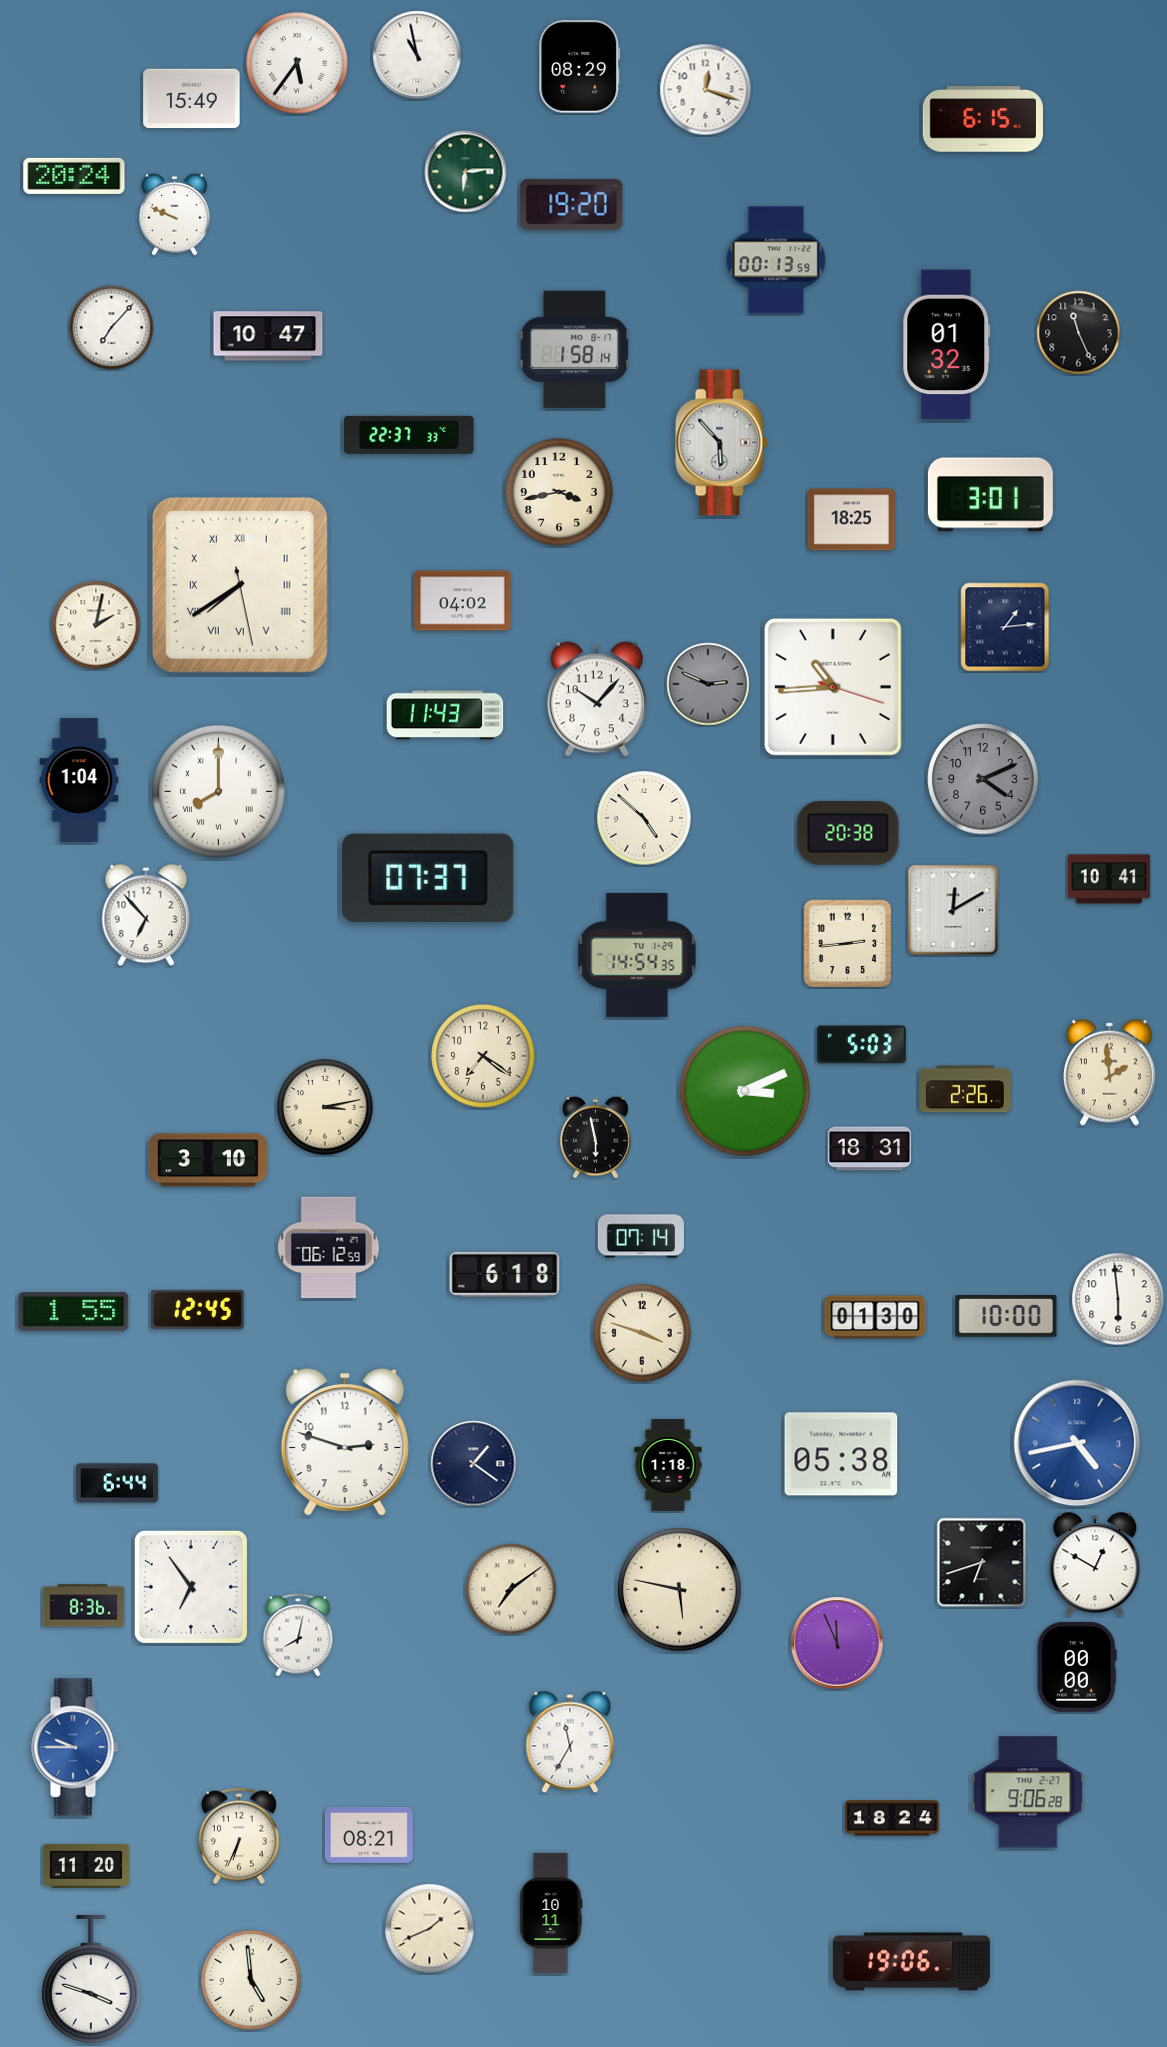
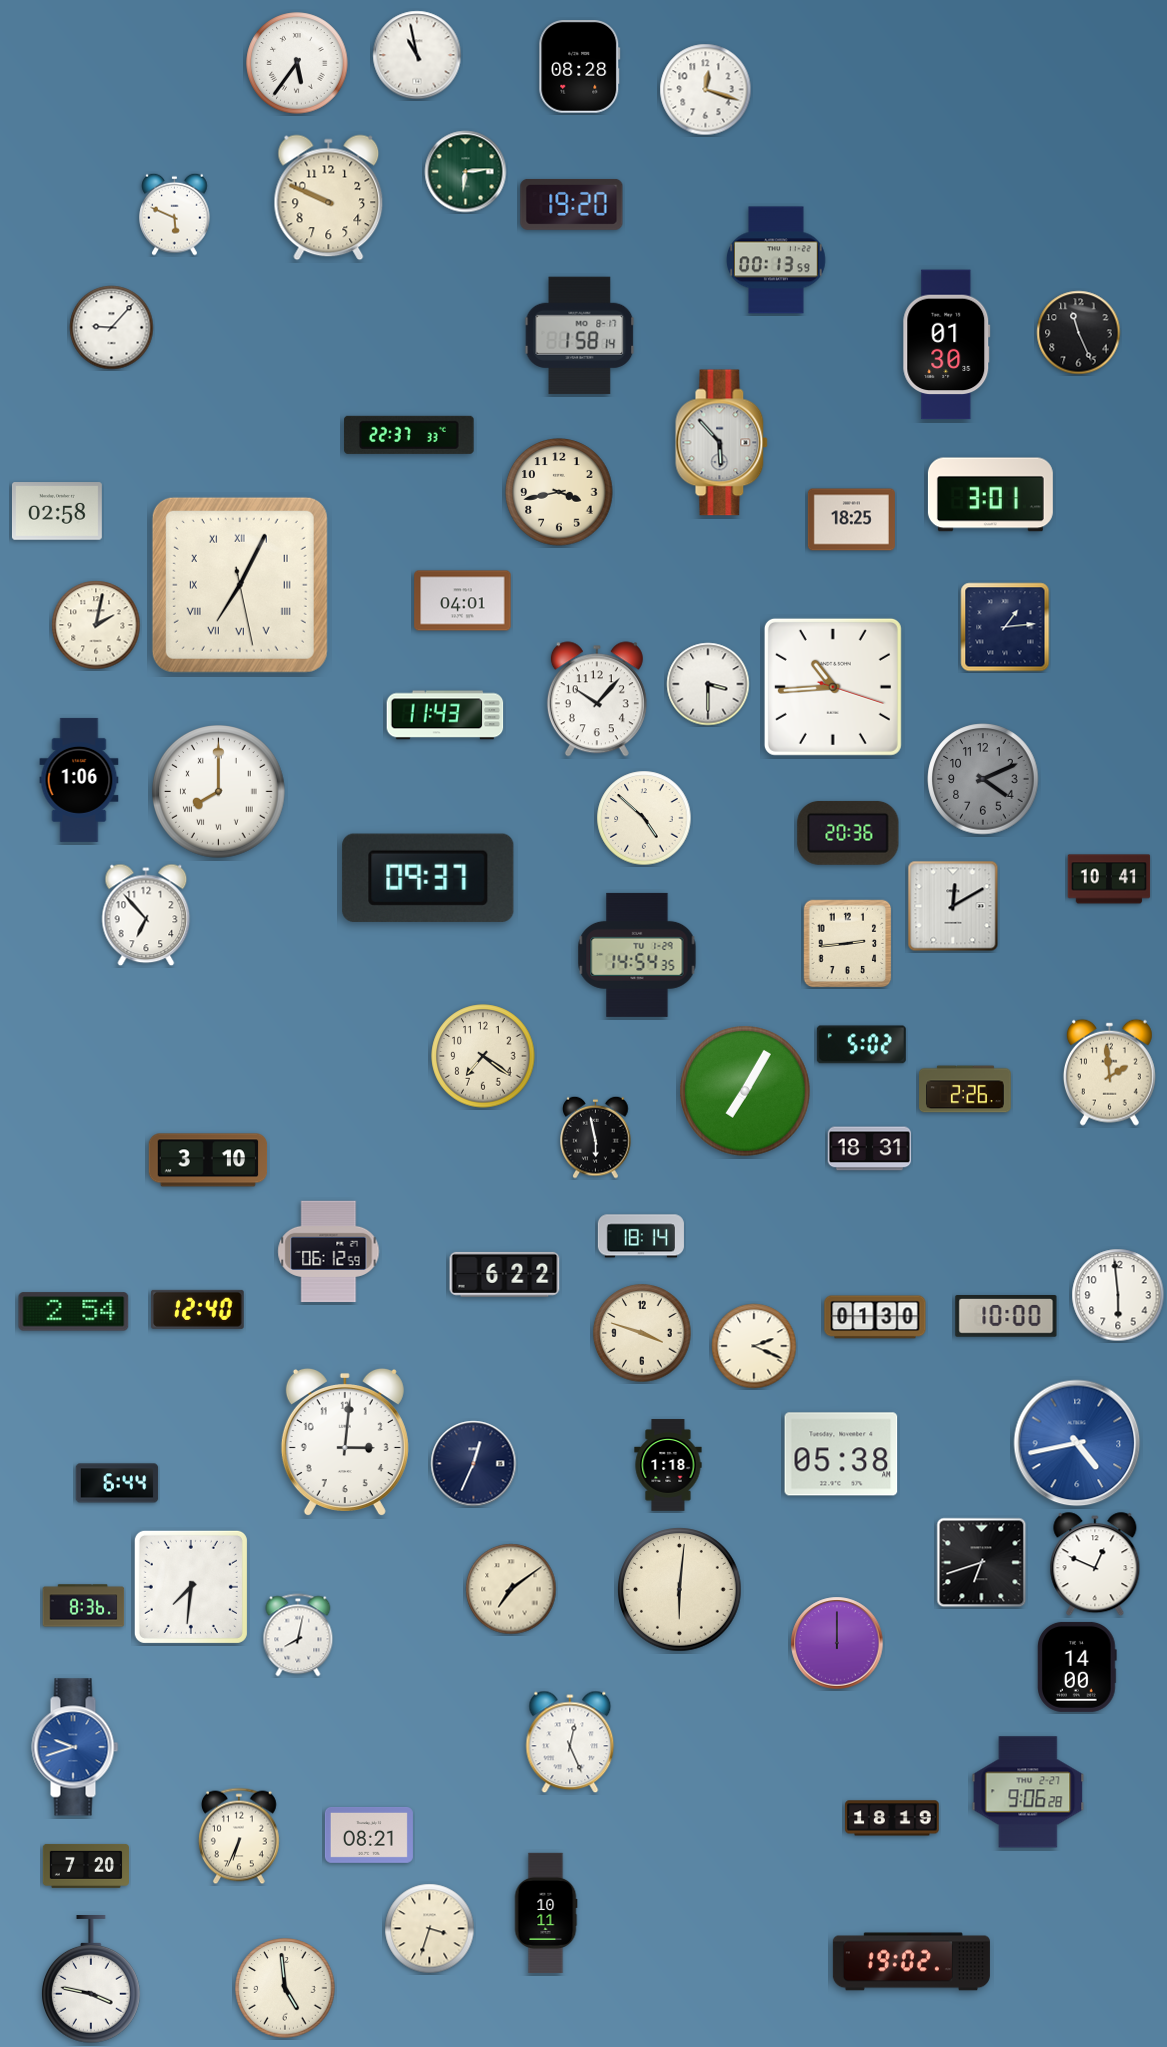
clock at (580, 67): 08:29 -> 08:28
clock at (192, 99): 15:49 -> none
clock at (983, 119): 6:15 -> none
clock at (74, 176): 20:24 -> none
clock at (329, 198): none -> 9:49
clock at (175, 214): 9:49 -> 5:49
clock at (112, 328): 7:07 -> 9:07
clock at (268, 336): 10:47 -> none
clock at (947, 345): 01:32 -> 01:30
clock at (575, 350) position: (575, 350) -> (580, 336)
clock at (57, 511): none -> 02:58
clock at (240, 585): 7:39 -> 7:04
clock at (463, 601): 04:02 -> 04:01
clock at (708, 684): 2:49 -> 3:30
clock at (708, 684) dial: grey -> white
clock at (79, 780): 1:04 -> 1:06
clock at (848, 833): 20:38 -> 20:36
clock at (428, 878): 07:37 -> 09:37
clock at (953, 910) position: (953, 910) -> (953, 906)
clock at (861, 1045): 5:03 -> 5:02
clock at (746, 1092): 3:11 -> 7:05
clock at (325, 1107): 3:13 -> none
clock at (641, 1236): 07:14 -> 18:14
clock at (329, 1248) position: (329, 1248) -> (329, 1252)
clock at (505, 1274): 6:18 -> 6:22
clock at (1118, 1299) position: (1118, 1299) -> (1118, 1295)
clock at (198, 1309): 12:45 -> 12:40
clock at (74, 1312): 1:55 -> 2:54
clock at (754, 1346): none -> 2:19
clock at (345, 1442): 2:48 -> 3:01
clock at (474, 1464): 1:21 -> 12:34
clock at (1095, 1565): 12:50 -> 12:49
clock at (191, 1587): 6:54 -> 7:31
clock at (680, 1590): 5:47 -> 6:01
clock at (837, 1643): 11:56 -> 12:00
clock at (1077, 1667): 00:00 -> 14:00
clock at (570, 1742): 11:35 -> 12:26
clock at (75, 1747): 9:45 -> 9:42
clock at (892, 1818): 18:24 -> 18:19
clock at (86, 1866): 11:20 -> 7:20
clock at (551, 1912) position: (551, 1912) -> (546, 1912)
clock at (430, 1929): 1:41 -> 3:33
clock at (911, 1962): 19:06 -> 19:02
clock at (92, 1980): 3:48 -> 3:47
clock at (251, 1980) position: (251, 1980) -> (285, 1988)
